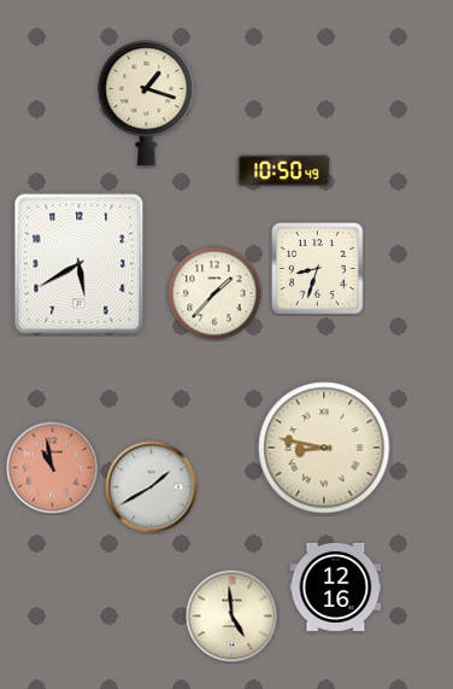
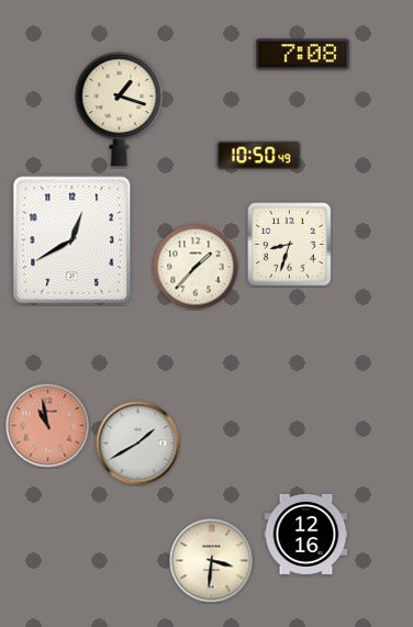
clock at (302, 55): none -> 7:08
clock at (147, 104) position: (147, 104) -> (120, 110)
clock at (80, 264): 5:40 -> 12:40
clock at (324, 448): 8:47 -> none
clock at (233, 617): 4:59 -> 3:31
